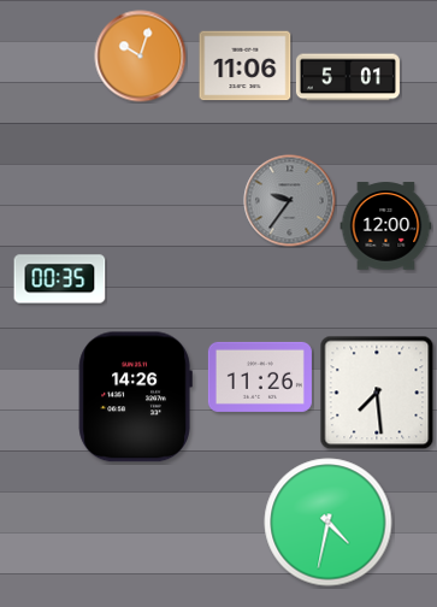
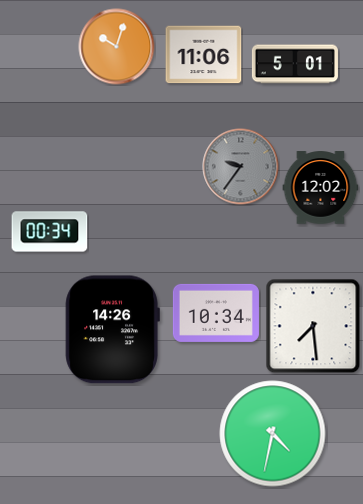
clock at (348, 77) position: (348, 77) -> (295, 64)
clock at (386, 226): 12:00 -> 12:02
clock at (60, 279): 00:35 -> 00:34
clock at (260, 377): 11:26 -> 10:34
